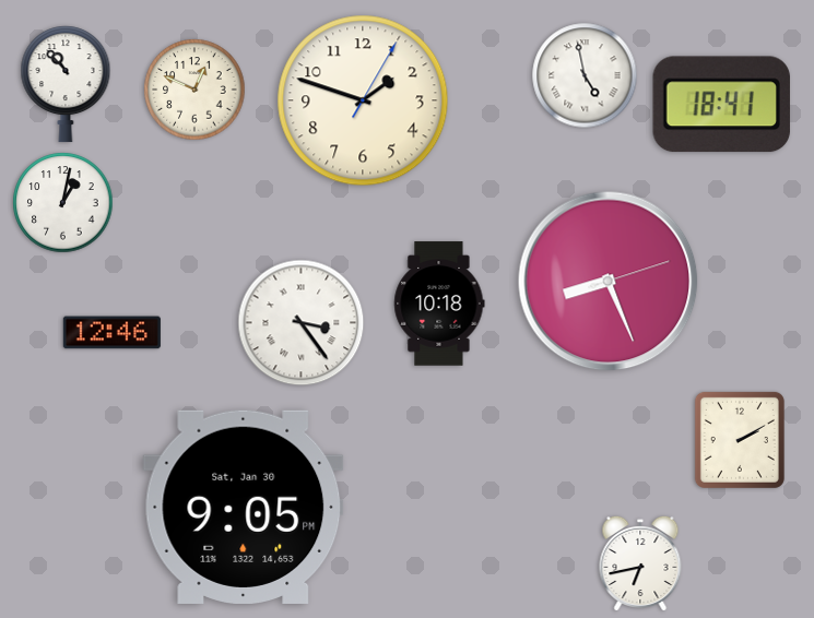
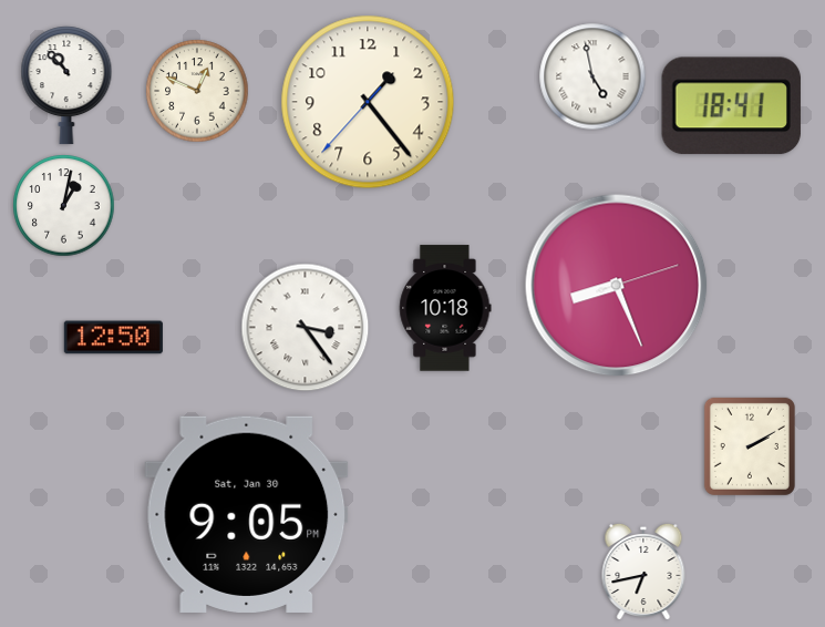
clock at (363, 100): 1:48 -> 1:23
clock at (111, 333): 12:46 -> 12:50
clock at (640, 562) position: (640, 562) -> (643, 571)
